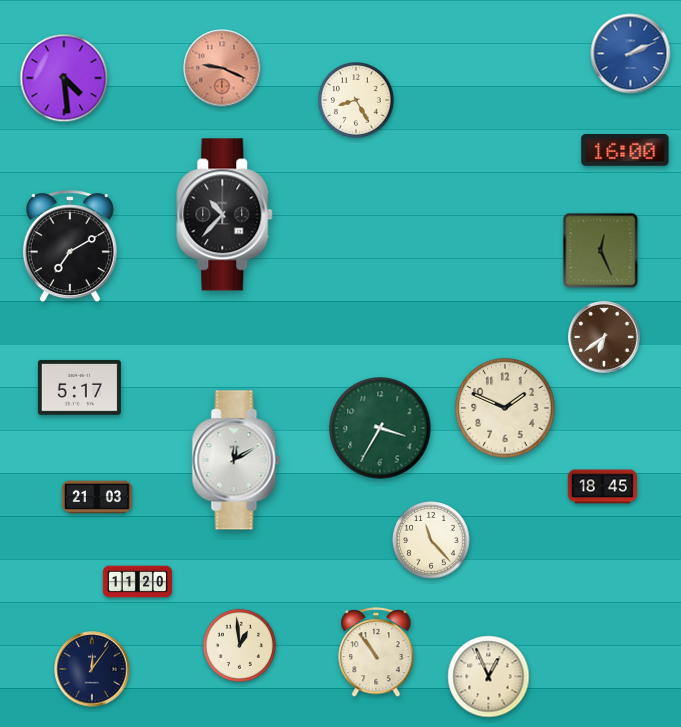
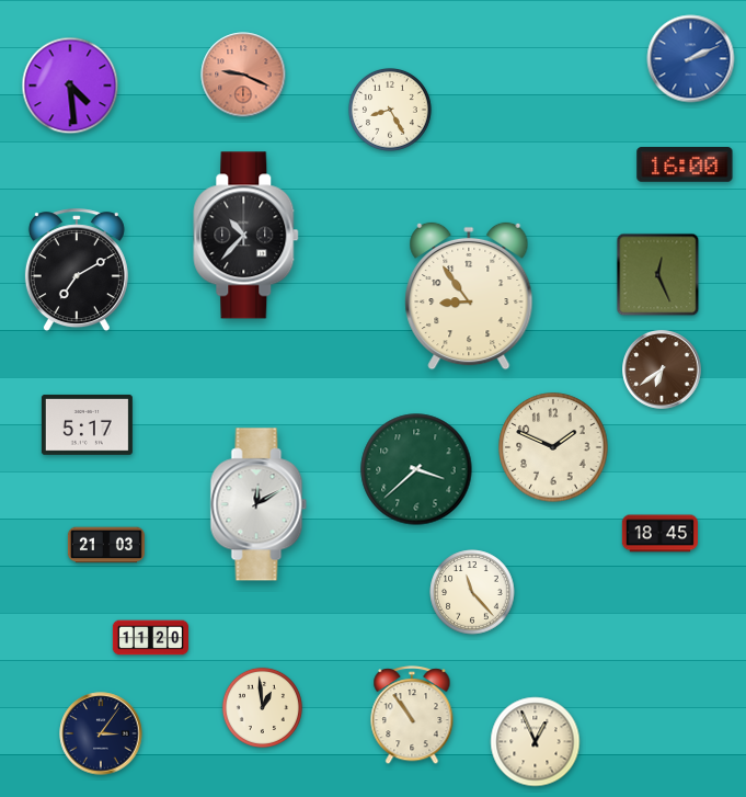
clock at (469, 296): none -> 8:54
clock at (380, 428): 3:35 -> 3:38
clock at (92, 669): 12:06 -> 3:06
